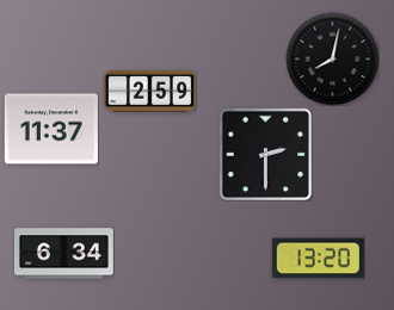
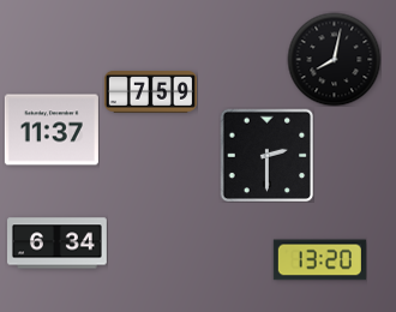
clock at (149, 92): 2:59 -> 7:59
clock at (64, 254) position: (64, 254) -> (58, 244)
